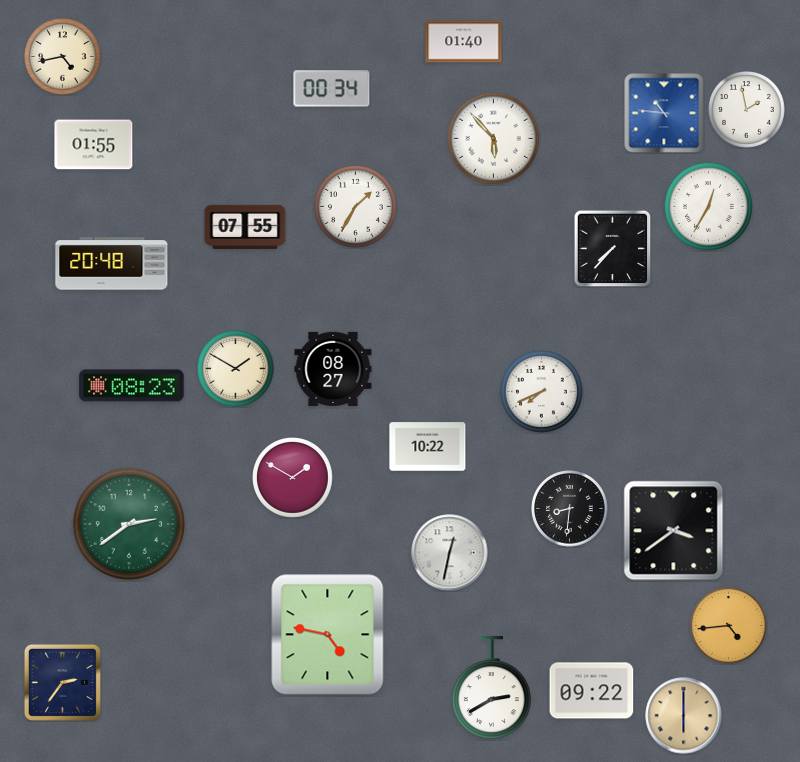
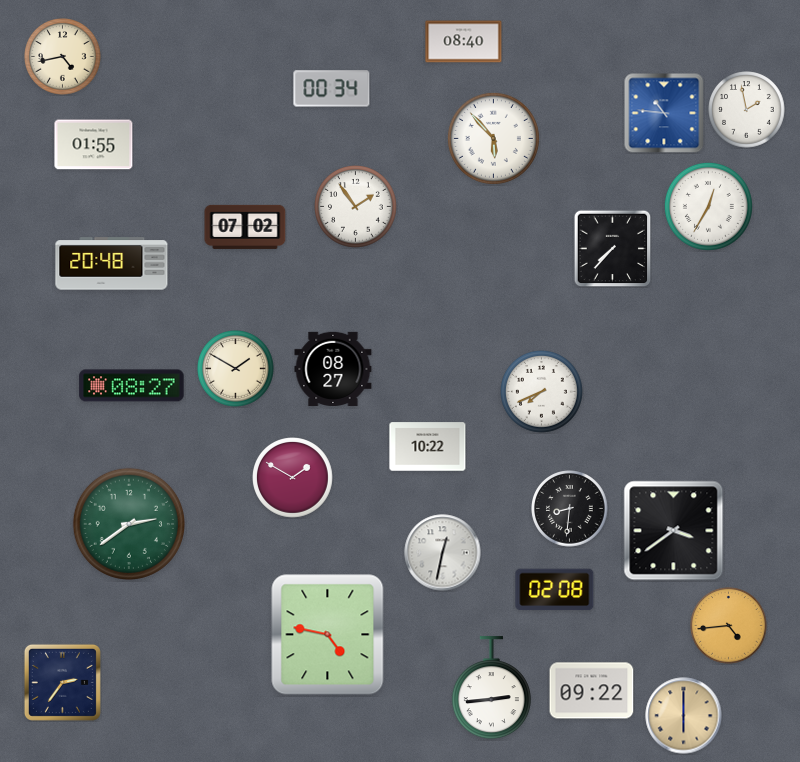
clock at (464, 42): 01:40 -> 08:40
clock at (356, 207): 1:35 -> 1:54
clock at (245, 227): 07:55 -> 07:02
clock at (132, 386): 08:23 -> 08:27
clock at (450, 553) position: (450, 553) -> (443, 553)
clock at (555, 590): none -> 02:08
clock at (491, 688): 2:40 -> 2:44
